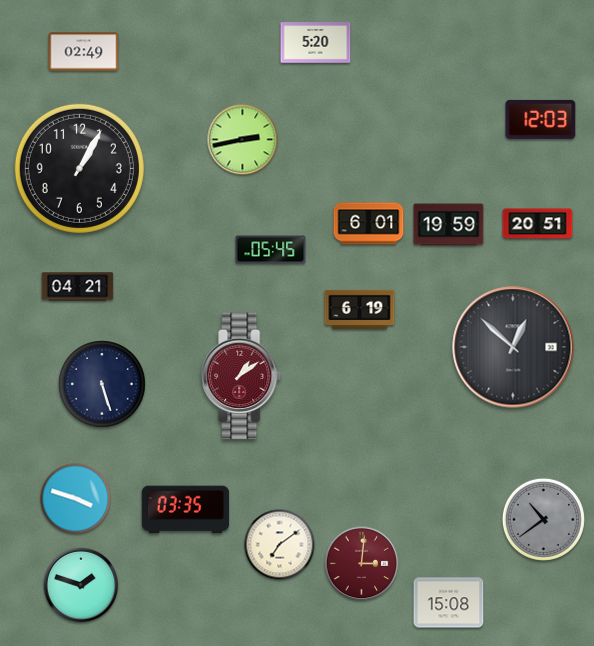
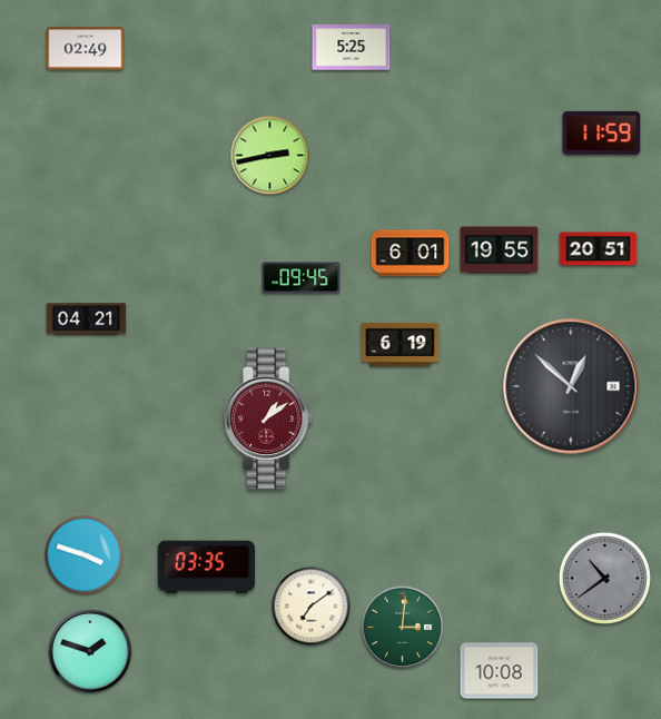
clock at (316, 43): 5:20 -> 5:25
clock at (84, 52) position: (84, 52) -> (86, 49)
clock at (541, 119): 12:03 -> 11:59
clock at (79, 168): 1:05 -> none
clock at (369, 224) position: (369, 224) -> (411, 254)
clock at (449, 225): 19:59 -> 19:55
clock at (271, 250): 05:45 -> 09:45
clock at (102, 384): 5:27 -> none
clock at (362, 564) dial: burgundy -> green
clock at (449, 603): 15:08 -> 10:08
